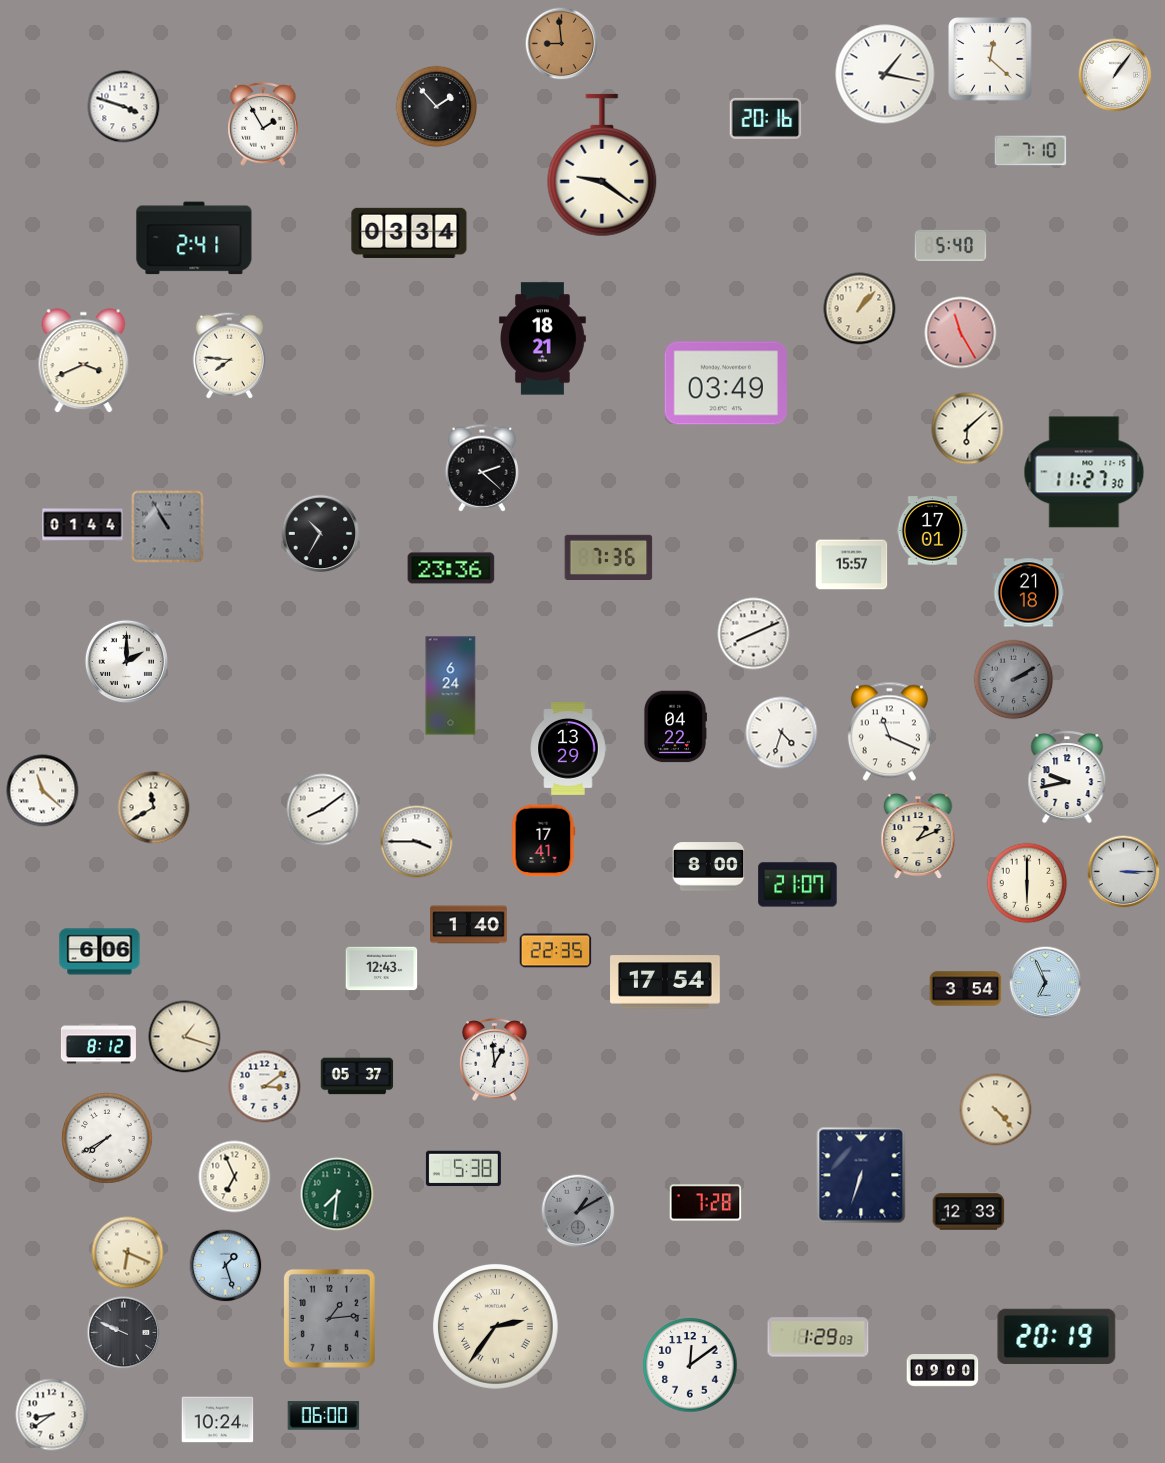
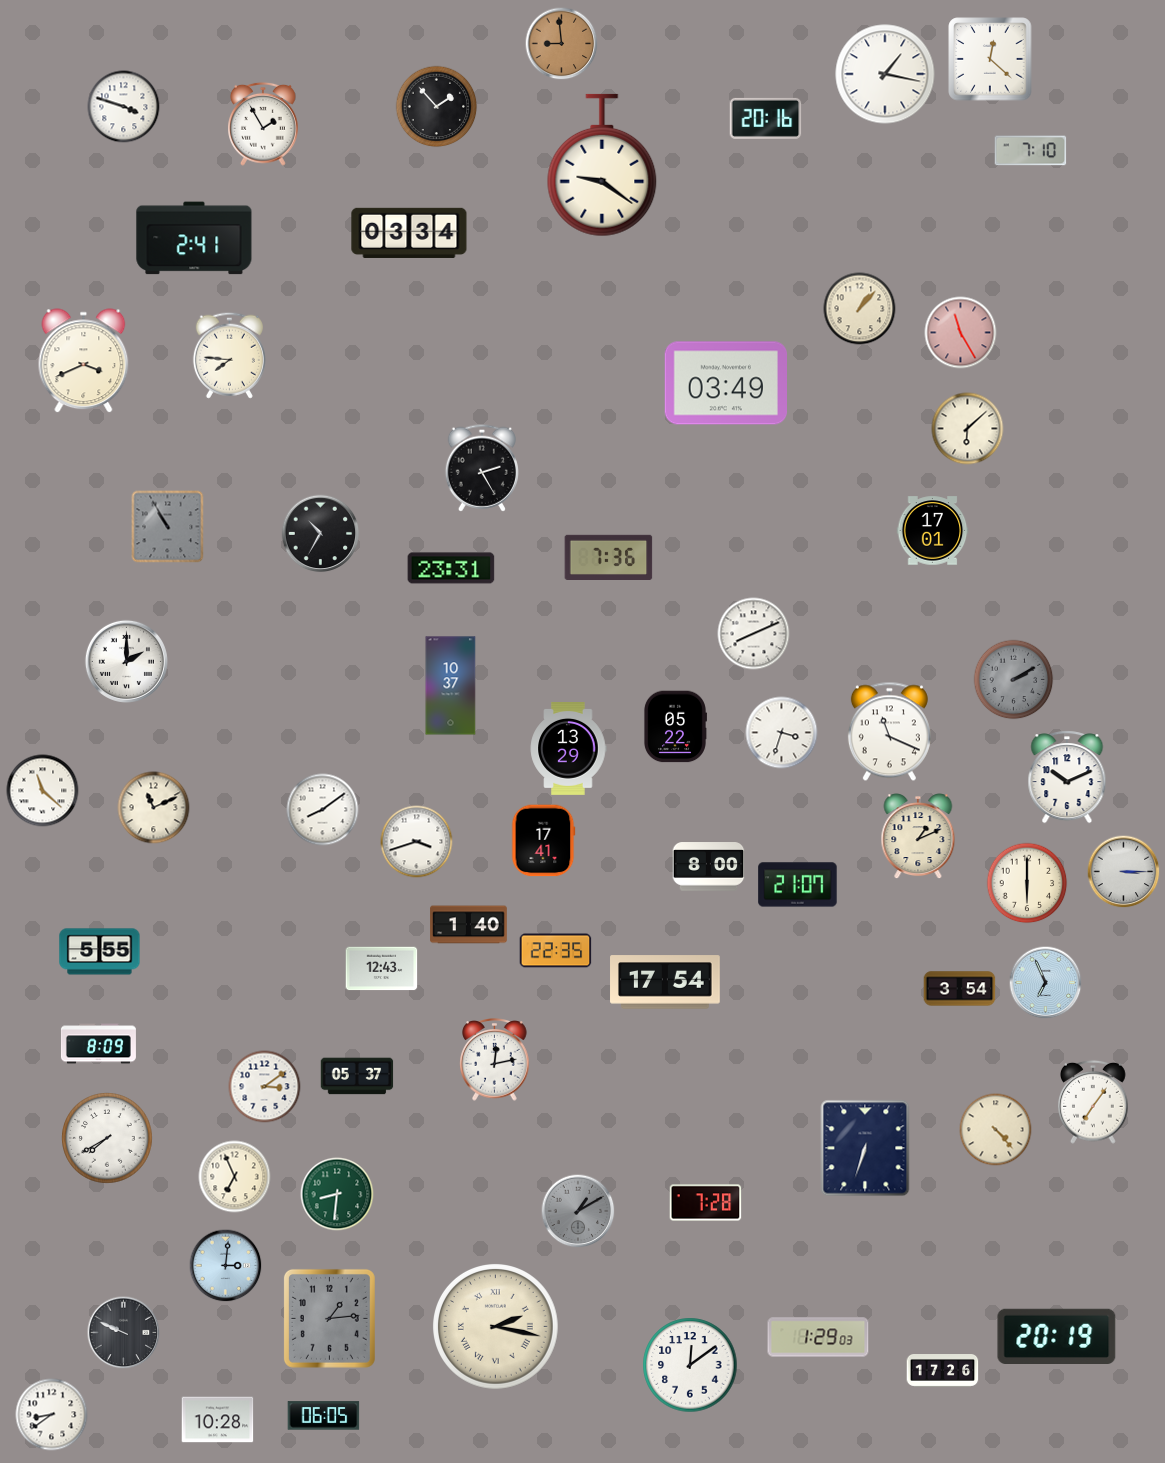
clock at (1115, 75): 1:06 -> none
clock at (951, 245): 5:40 -> none
clock at (543, 339): 18:21 -> none
clock at (482, 468): 2:22 -> 2:25
clock at (1084, 472): 11:27 -> none
clock at (83, 525): 01:44 -> none
clock at (852, 565): 15:57 -> none
clock at (451, 568): 23:36 -> 23:31
clock at (1029, 593): 21:18 -> none
clock at (451, 686): 6:24 -> 10:37
clock at (675, 727): 04:22 -> 05:22
clock at (782, 733): 4:33 -> 3:33
clock at (1067, 777): 9:43 -> 10:11
clock at (154, 808): 11:40 -> 11:11
clock at (417, 842): 3:45 -> 3:42
clock at (100, 952): 6:06 -> 5:55
clock at (966, 989) position: (966, 989) -> (960, 989)
clock at (185, 1037): 1:18 -> none
clock at (98, 1044): 8:12 -> 8:09
clock at (495, 1060): 12:59 -> 12:13
clock at (1094, 1102): none -> 7:06
clock at (996, 1110) position: (996, 1110) -> (996, 1130)
clock at (463, 1169): 5:38 -> none
clock at (861, 1175) position: (861, 1175) -> (865, 1148)
clock at (337, 1194): 7:31 -> 8:31
clock at (969, 1212): 12:33 -> none
clock at (128, 1253): 6:19 -> none
clock at (226, 1266): 1:27 -> 3:01
clock at (496, 1327): 2:36 -> 2:17
clock at (943, 1371): 09:00 -> 17:26
clock at (324, 1416): 06:00 -> 06:05
clock at (218, 1420): 10:24 -> 10:28
